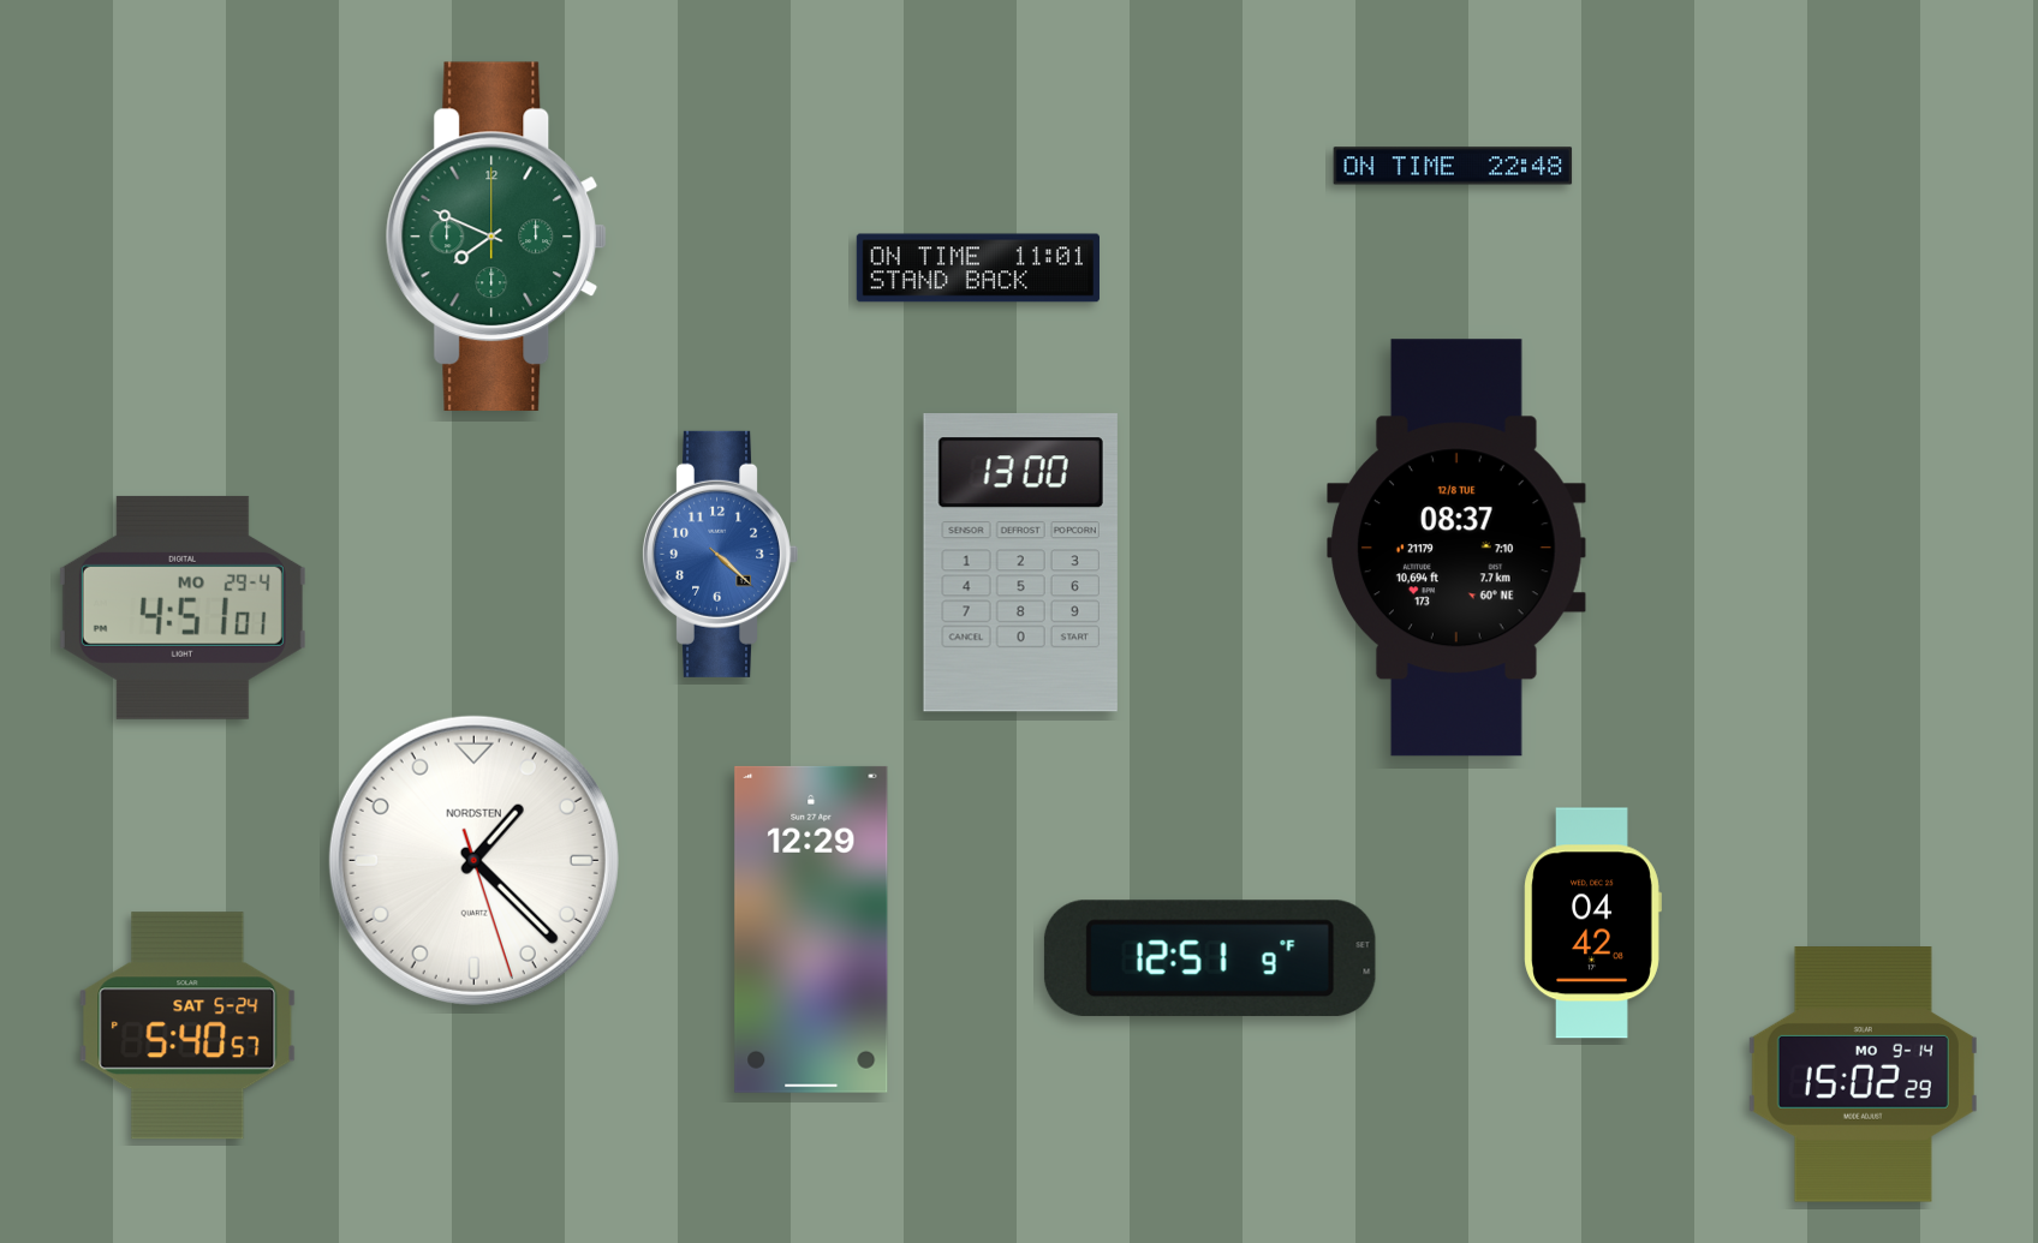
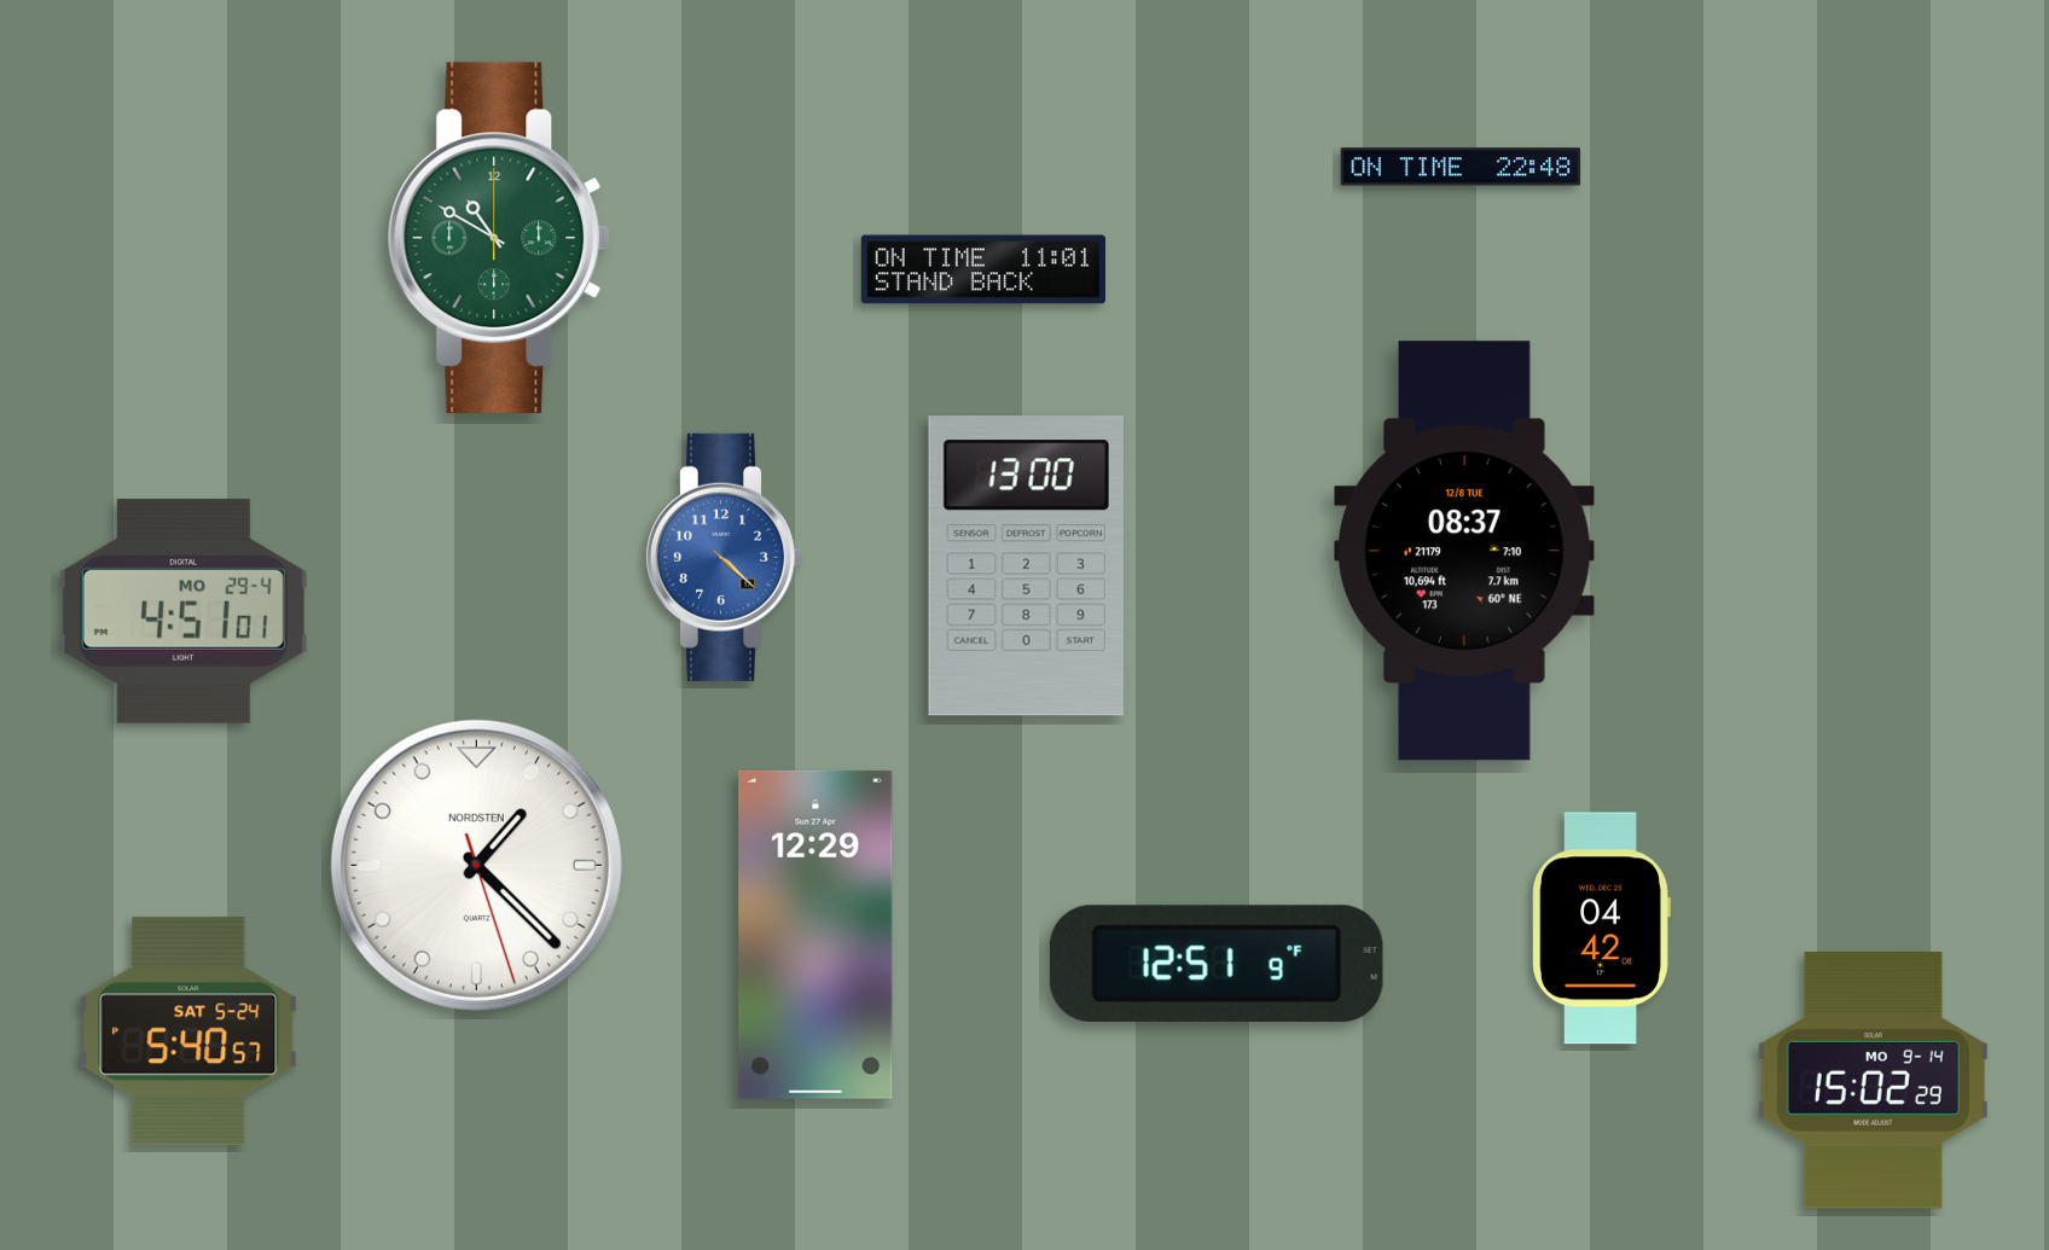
clock at (496, 235): 7:49 -> 10:50
